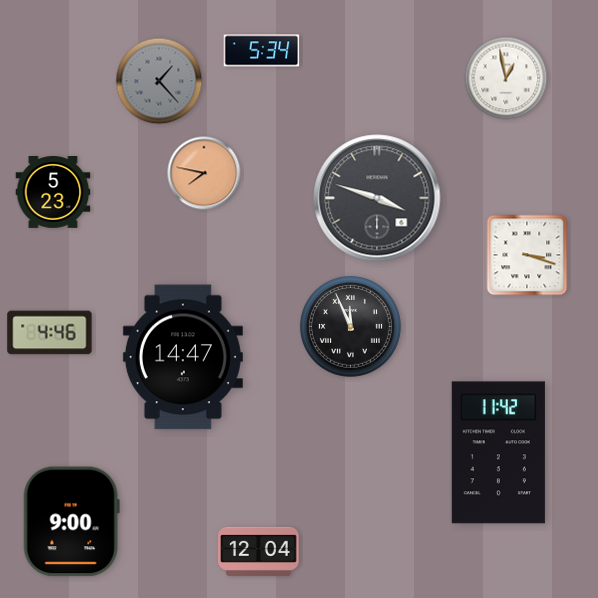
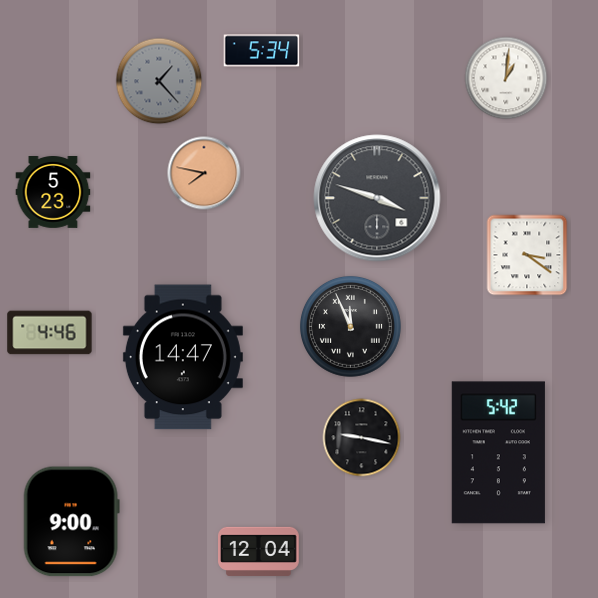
clock at (506, 78): 12:58 -> 1:01
clock at (527, 255): 3:18 -> 3:21
clock at (362, 438): none -> 9:17
clock at (498, 453): 11:42 -> 5:42
